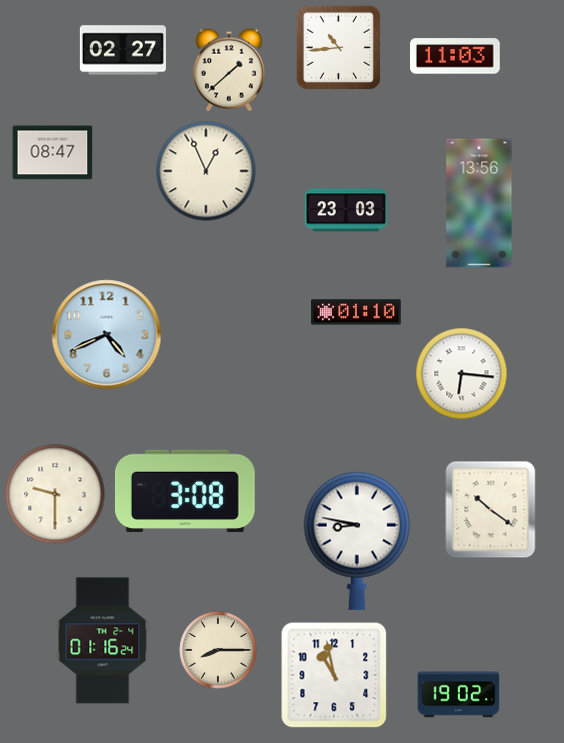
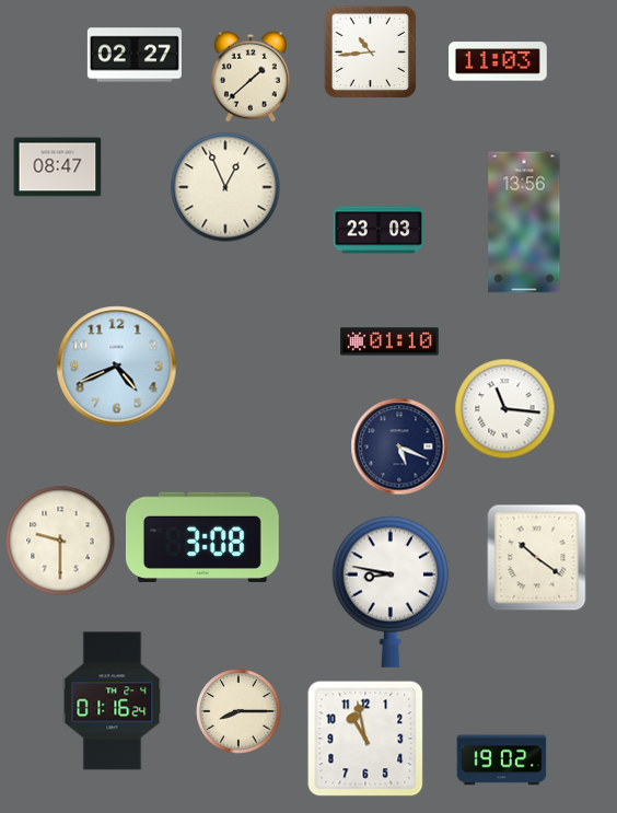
clock at (462, 374): 6:16 -> 11:16
clock at (399, 446): none -> 5:19
